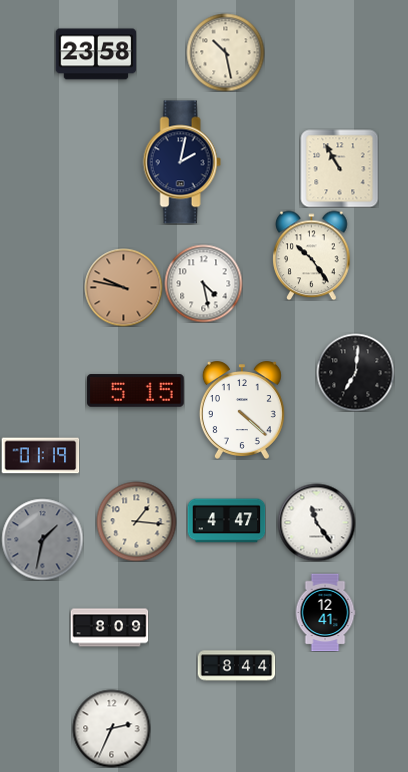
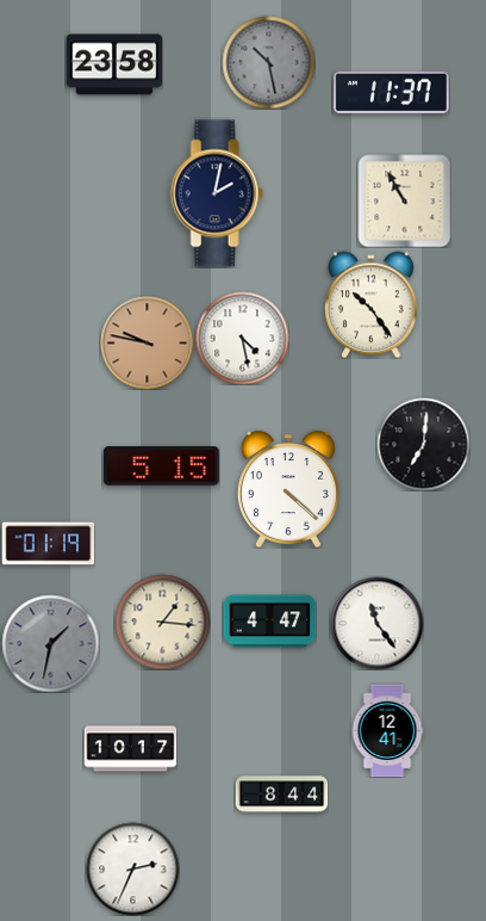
clock at (225, 52) dial: cream -> grey
clock at (392, 92): none -> 11:37
clock at (109, 628): 8:09 -> 10:17
